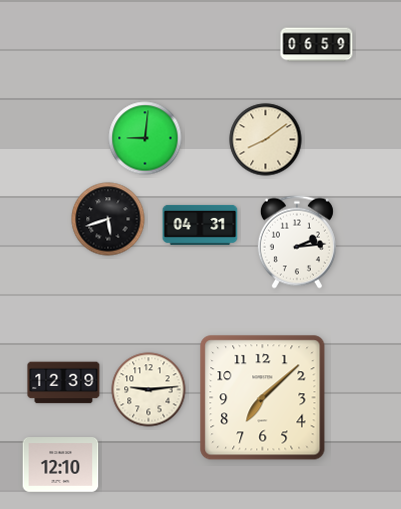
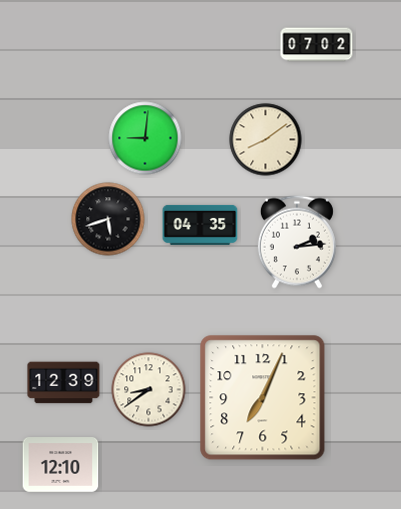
clock at (317, 45): 06:59 -> 07:02
clock at (200, 225): 04:31 -> 04:35
clock at (149, 390): 9:14 -> 8:39
clock at (263, 398): 7:08 -> 7:04
